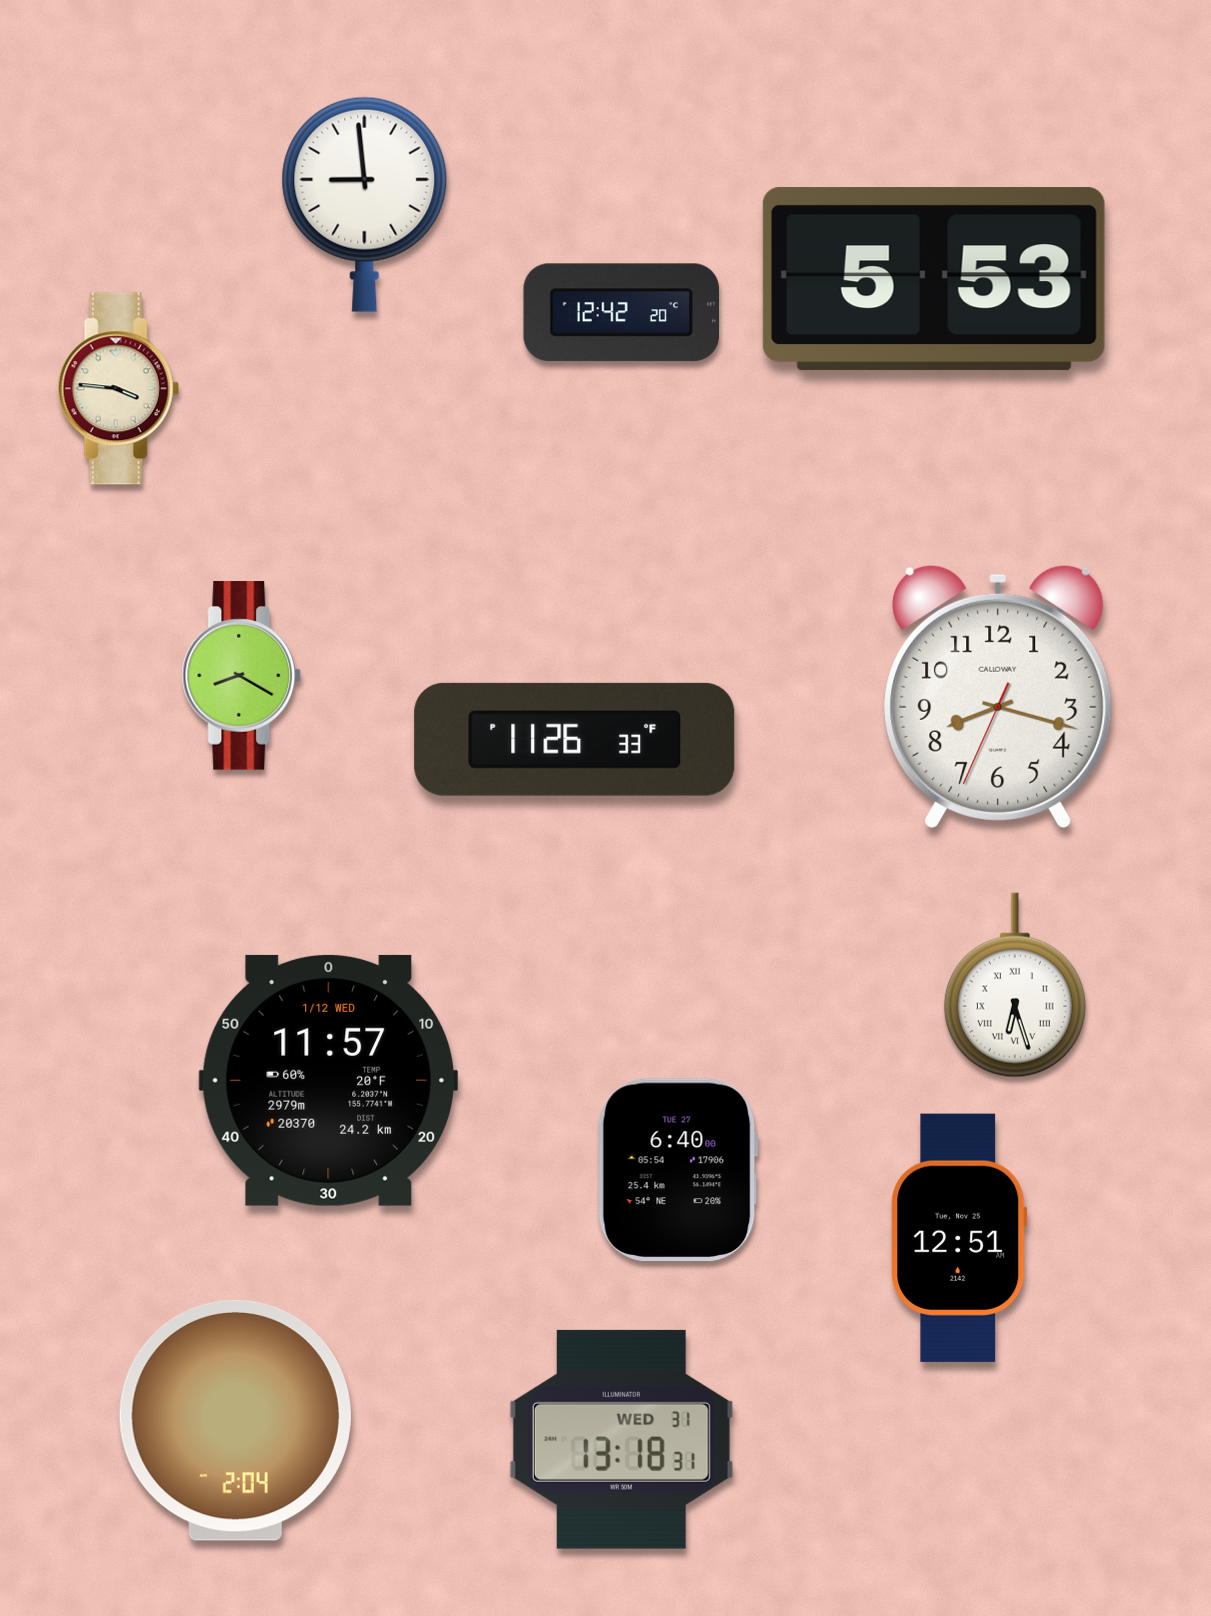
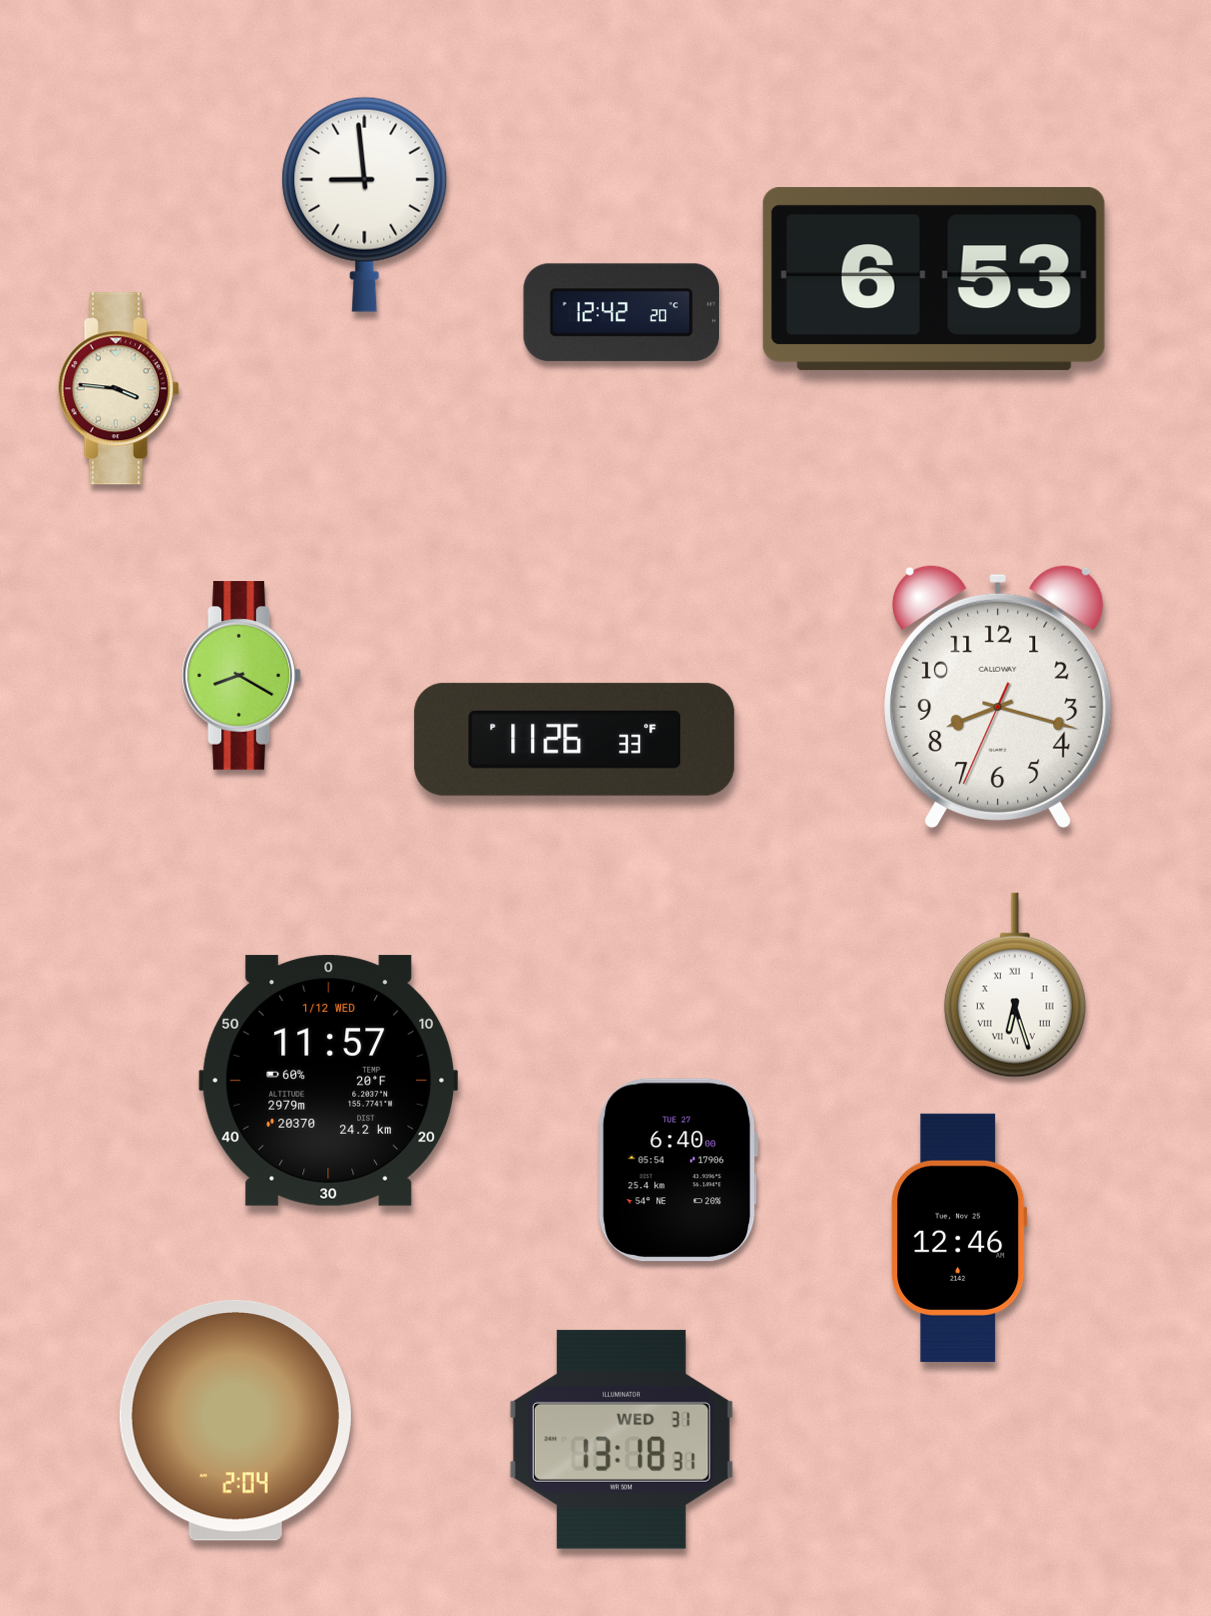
clock at (934, 279): 5:53 -> 6:53
clock at (959, 1238): 12:51 -> 12:46
